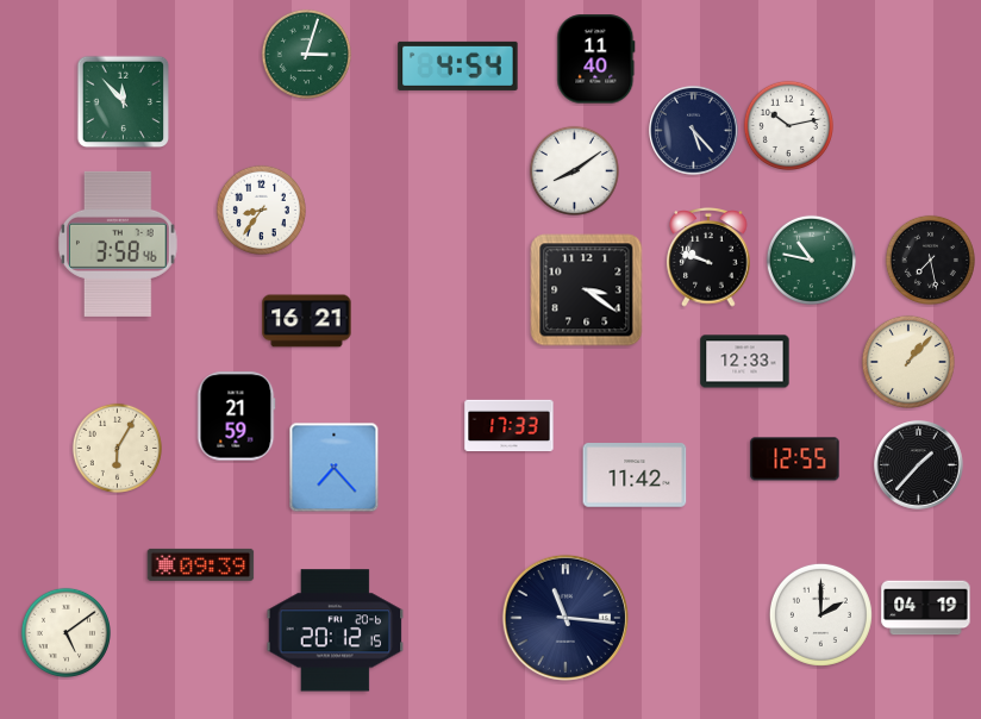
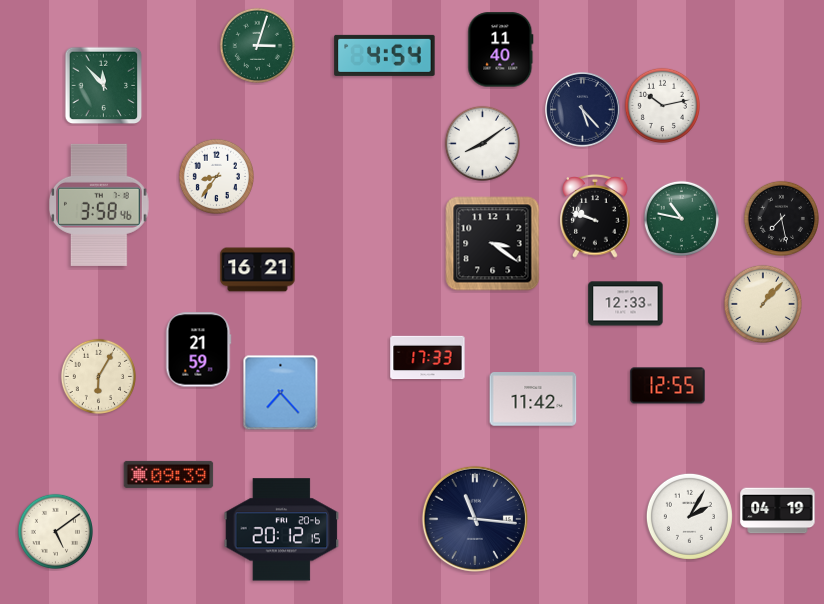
clock at (261, 210) position: (261, 210) -> (216, 176)
clock at (919, 465): 1:37 -> none
clock at (820, 614): 2:00 -> 2:05
